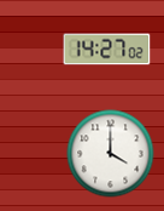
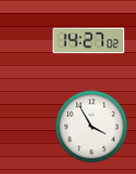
clock at (111, 154): 4:00 -> 3:55
